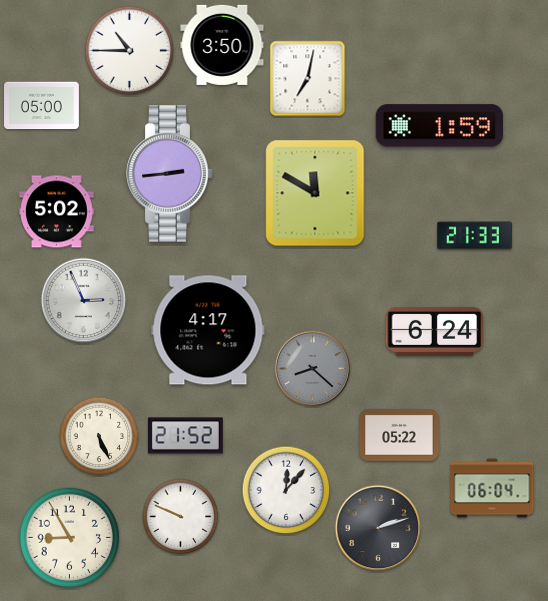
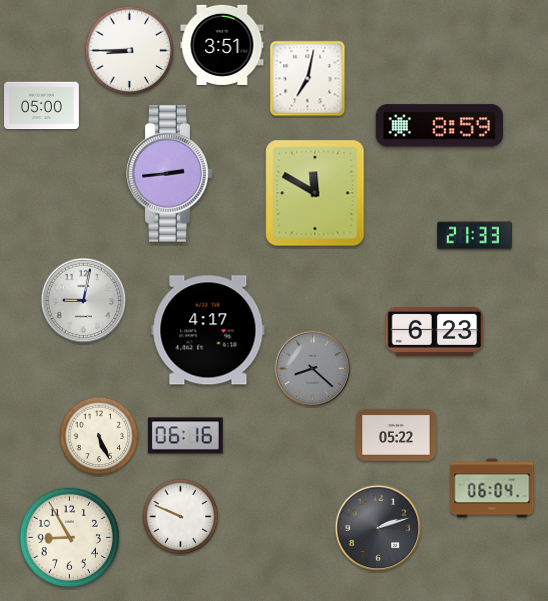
clock at (222, 45): 3:50 -> 3:51
clock at (130, 51): 10:45 -> 8:45
clock at (439, 126): 1:59 -> 8:59
clock at (57, 212): 5:02 -> none
clock at (84, 301): 2:56 -> 9:02
clock at (435, 331): 6:24 -> 6:23
clock at (185, 436): 21:52 -> 06:16
clock at (399, 436) position: (399, 436) -> (396, 436)
clock at (286, 490): 12:07 -> none
